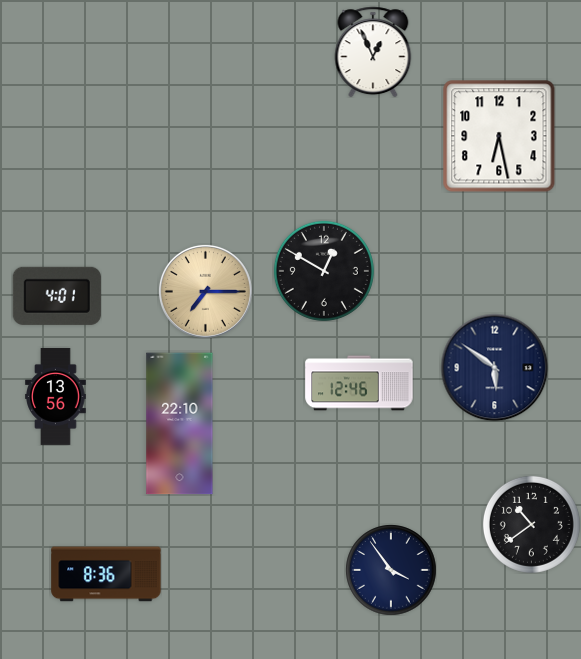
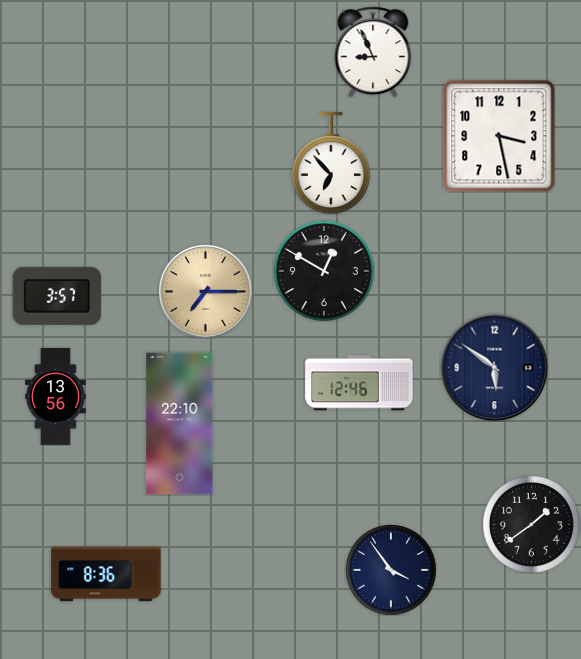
clock at (373, 52): 12:56 -> 8:56
clock at (499, 136): 6:28 -> 3:28
clock at (331, 163): none -> 6:53
clock at (57, 296): 4:01 -> 3:57
clock at (531, 524): 10:39 -> 1:39
